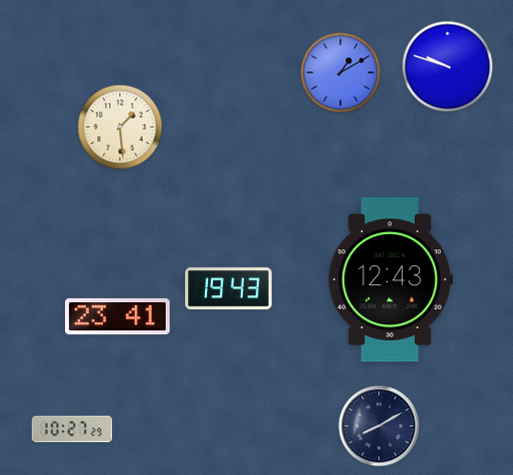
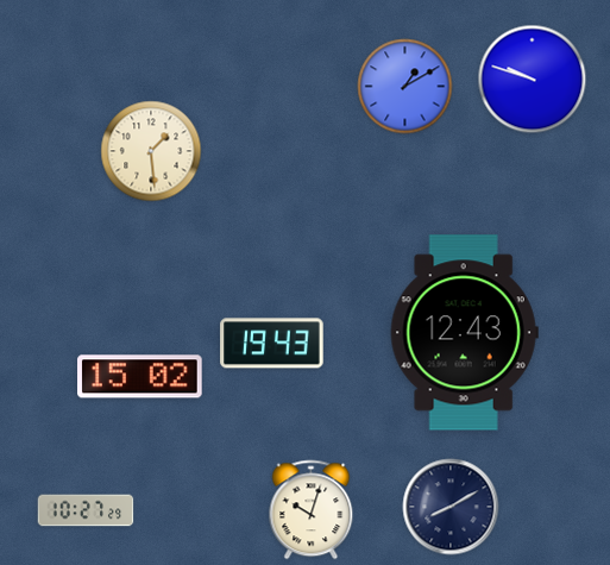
clock at (120, 127) position: (120, 127) -> (151, 151)
clock at (118, 317): 23:41 -> 15:02
clock at (312, 510): none -> 10:03
